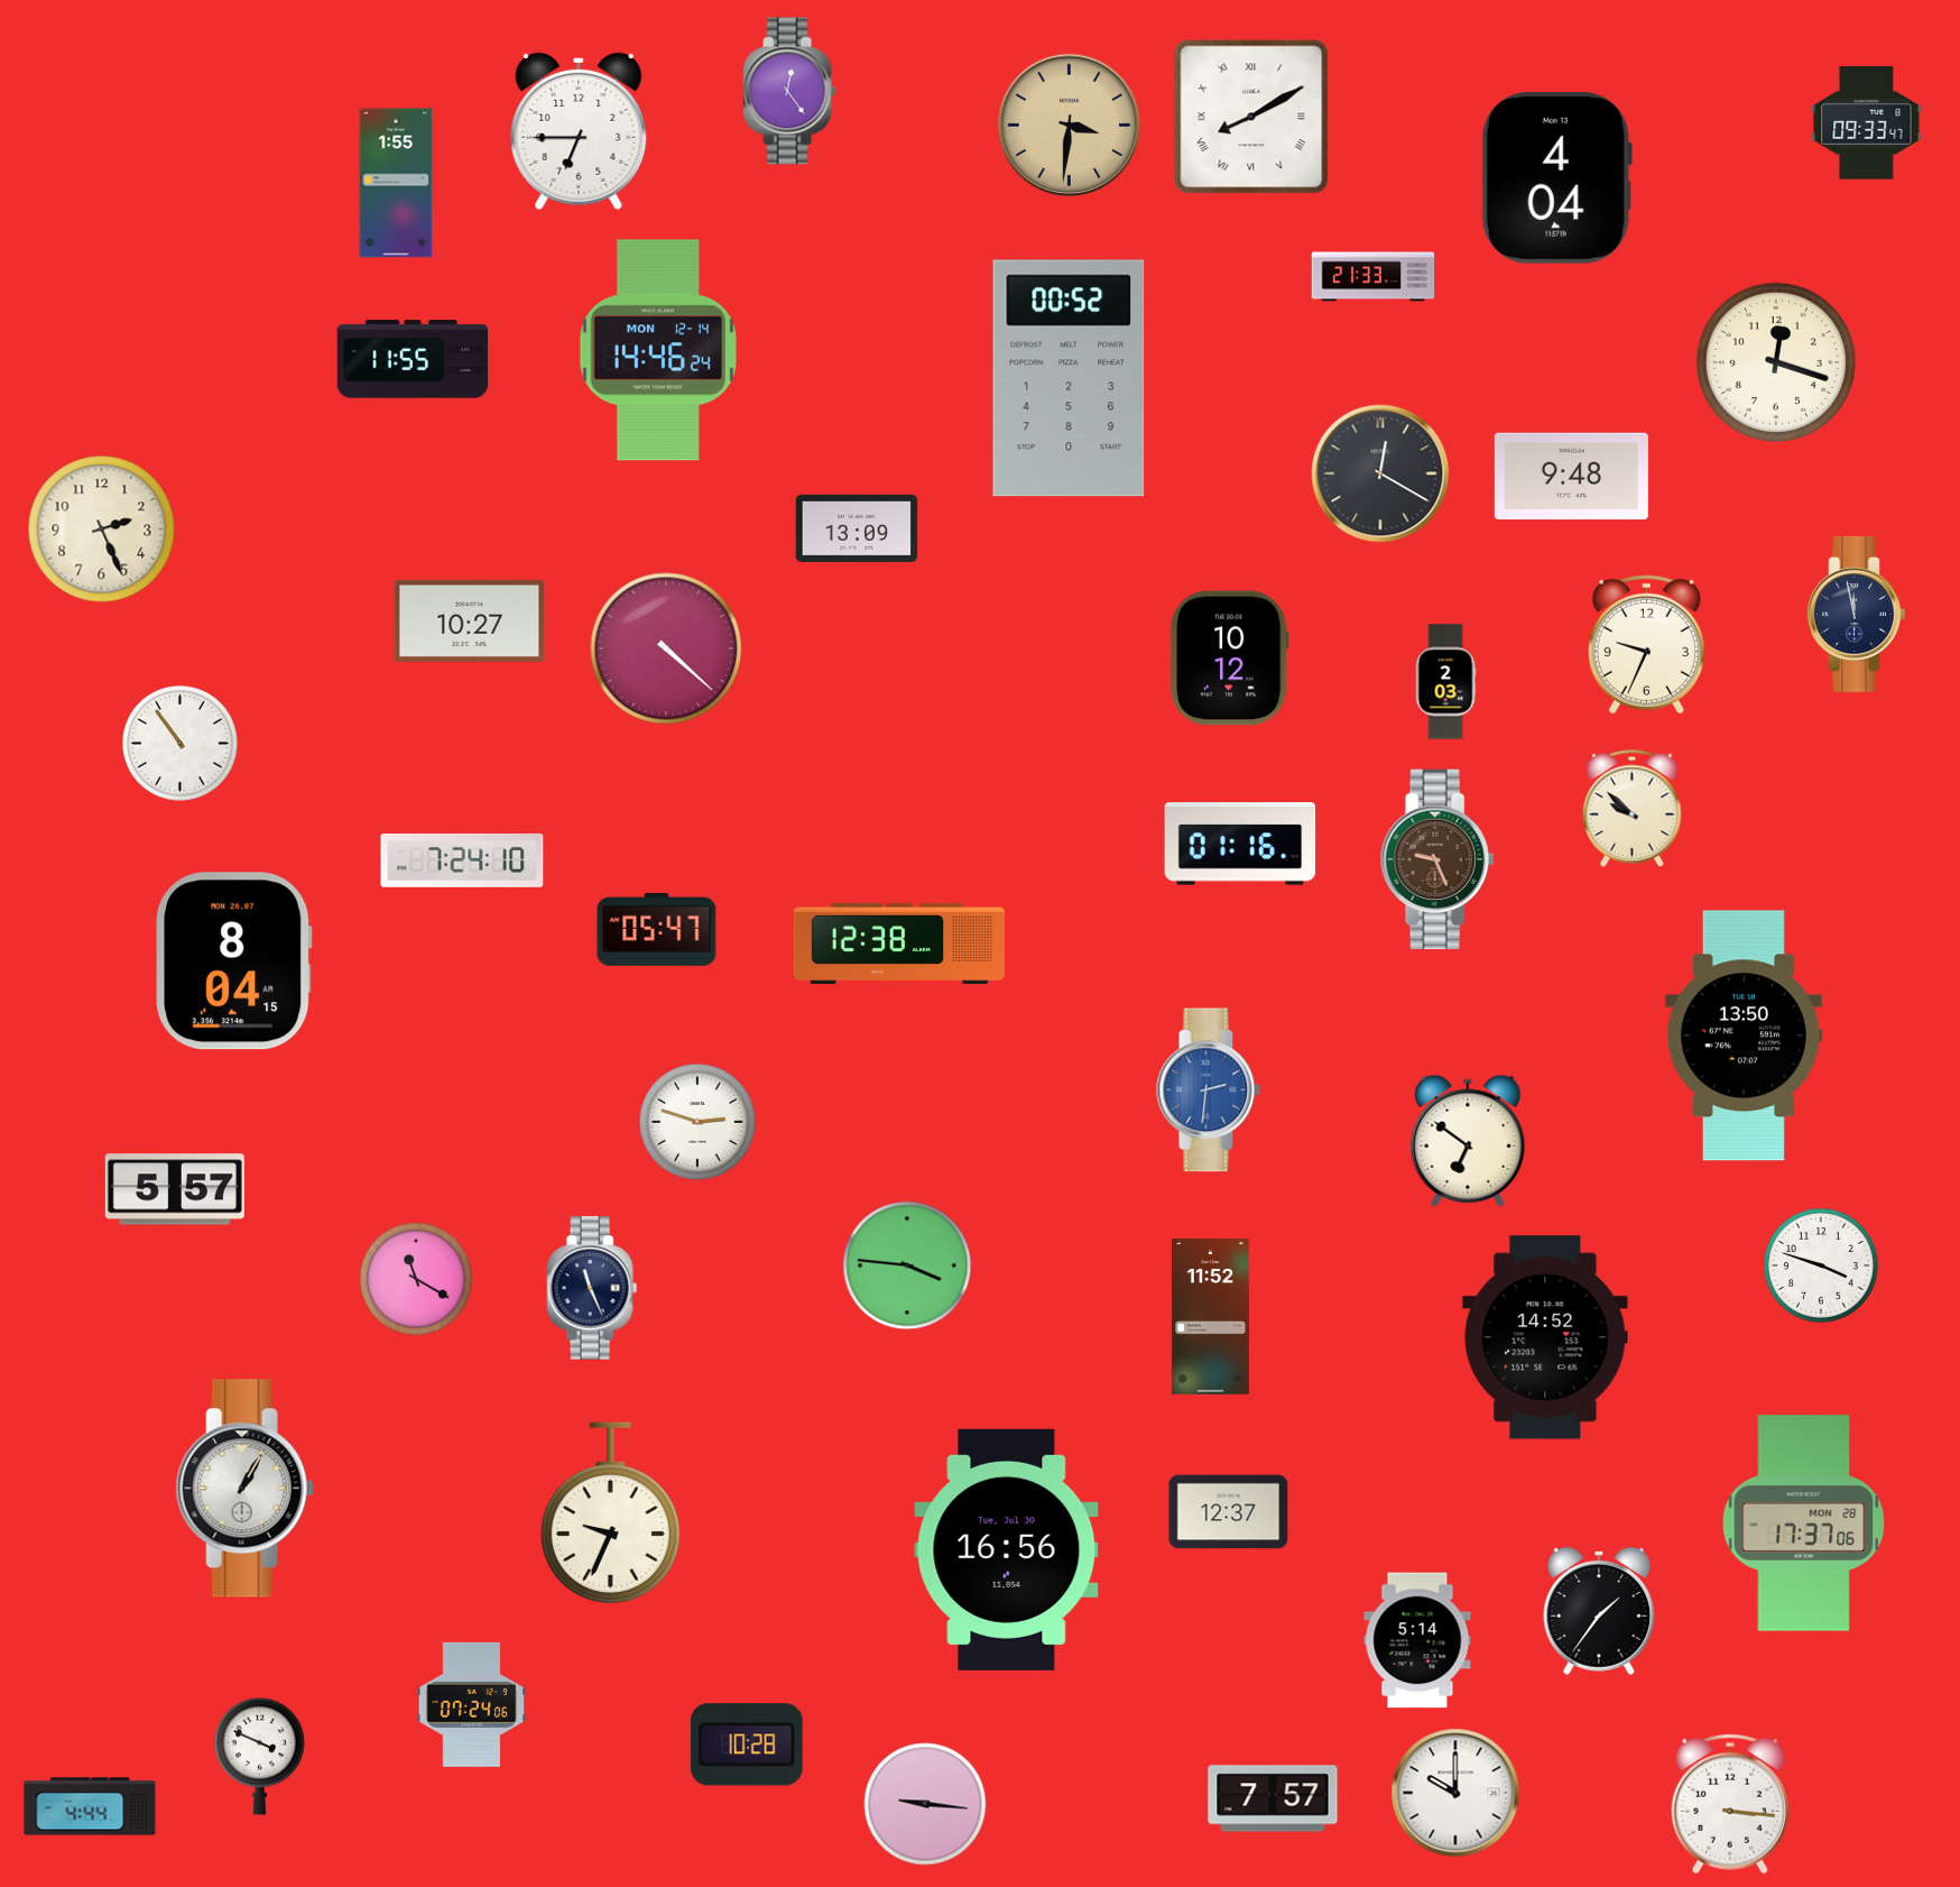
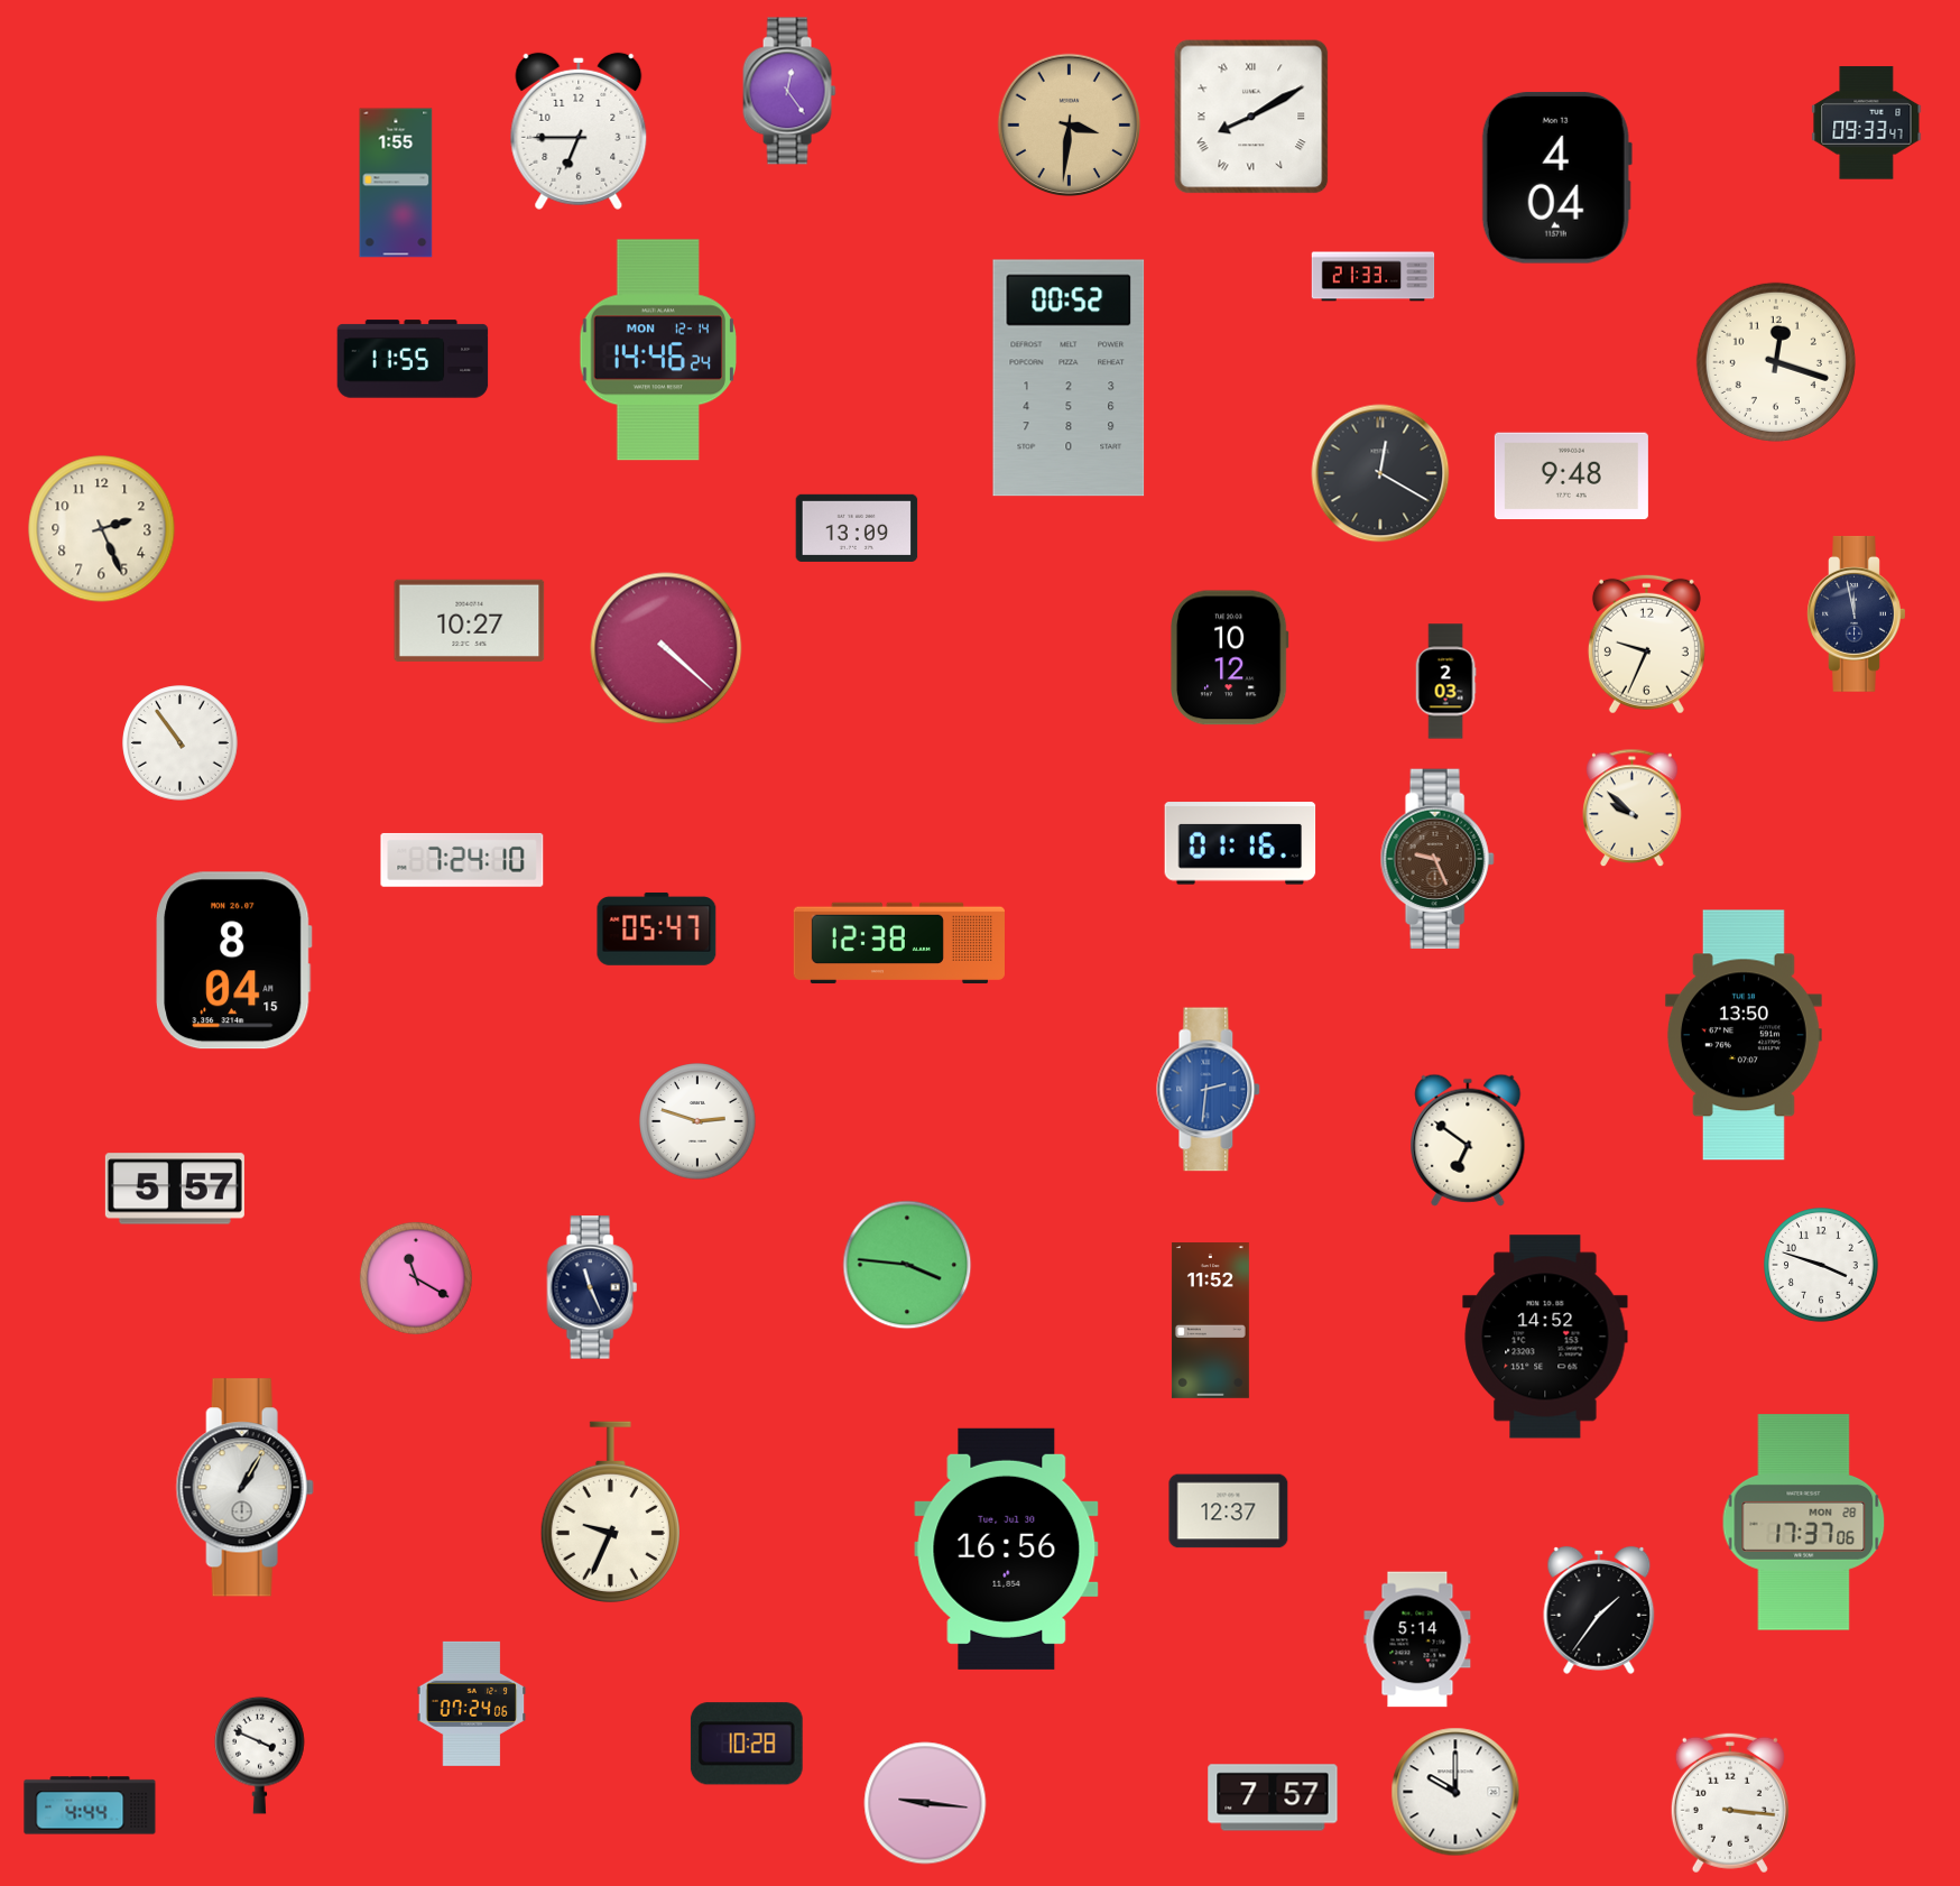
clock at (1210, 1317) position: (1210, 1317) -> (1210, 1321)
